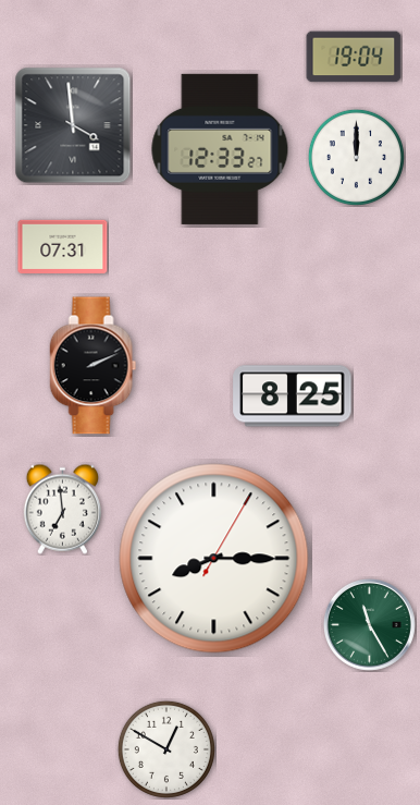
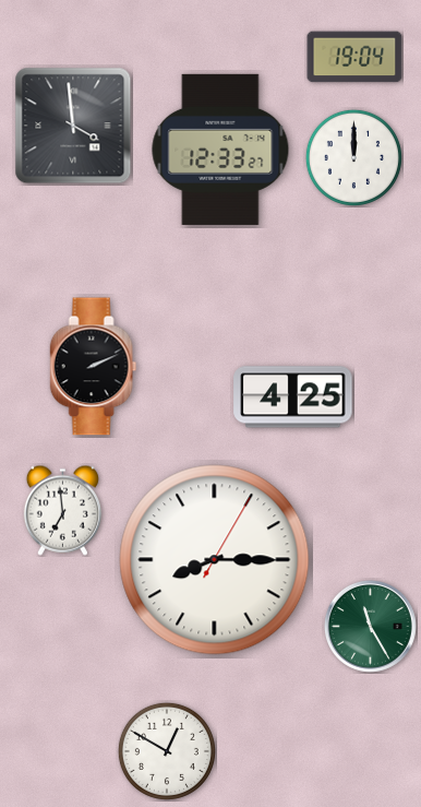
clock at (356, 157) position: (356, 157) -> (353, 157)
clock at (63, 246): 07:31 -> none
clock at (293, 397): 8:25 -> 4:25
